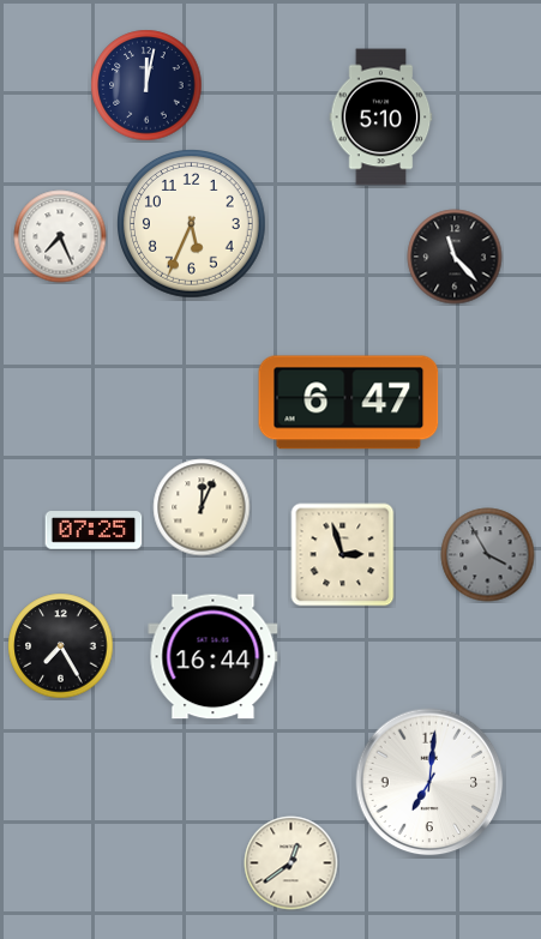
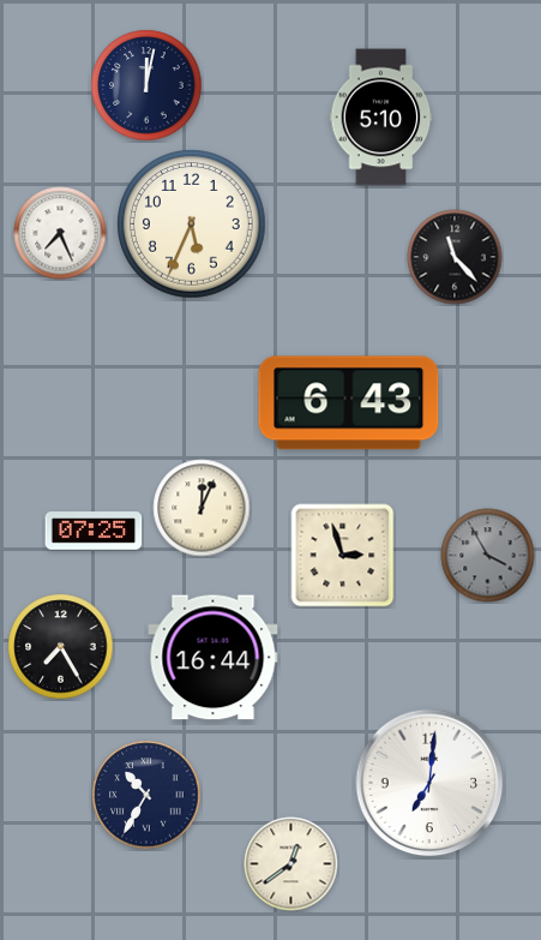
clock at (60, 236) position: (60, 236) -> (60, 233)
clock at (349, 403): 6:47 -> 6:43
clock at (146, 795): none -> 10:35
